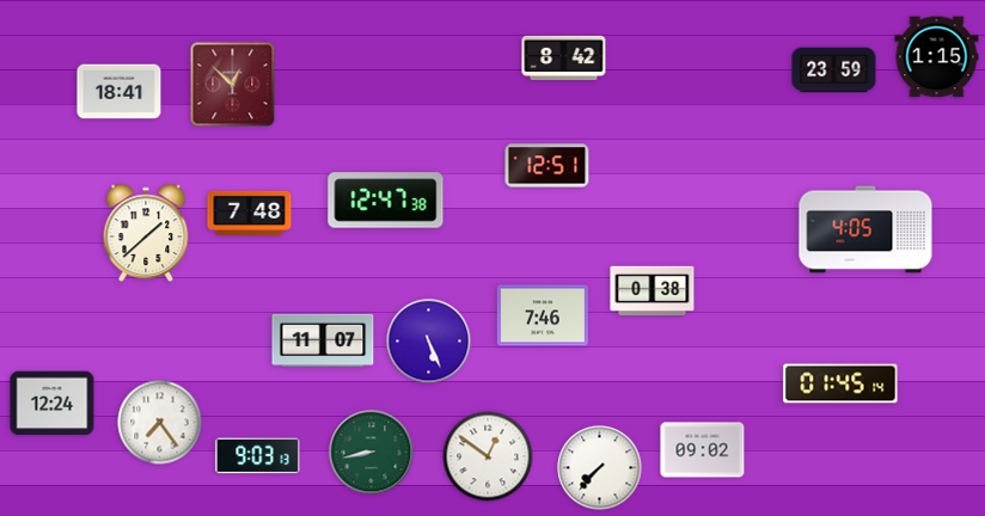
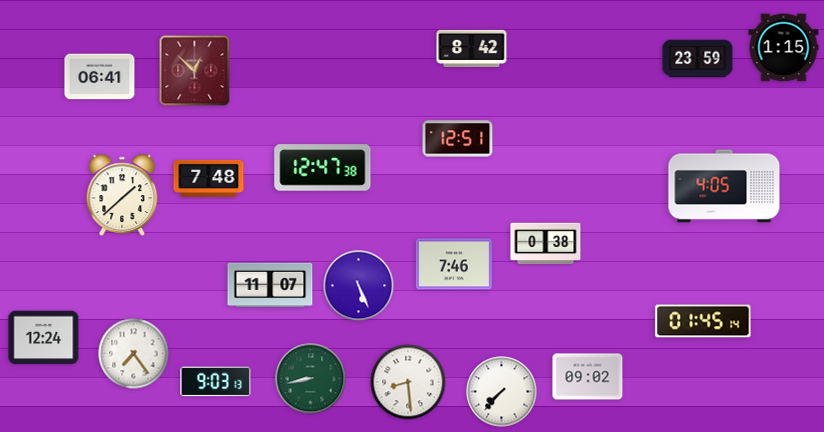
clock at (120, 92): 18:41 -> 06:41
clock at (865, 229) position: (865, 229) -> (724, 186)
clock at (488, 456): 12:51 -> 8:29
